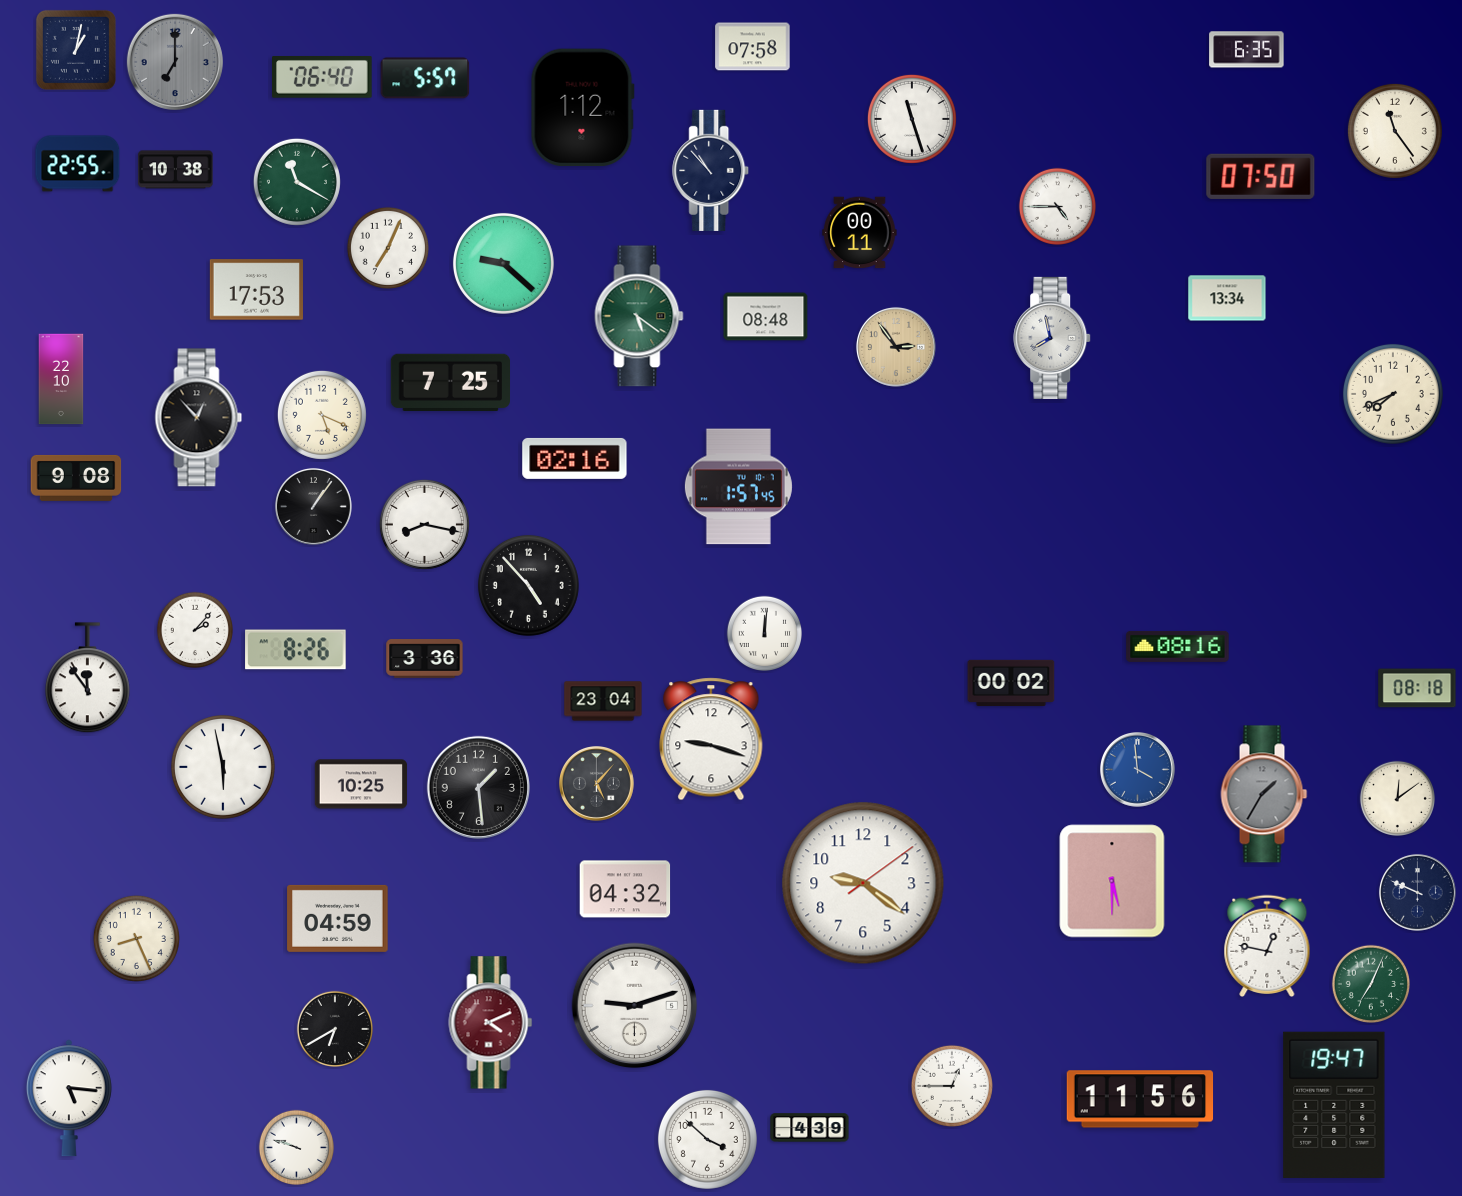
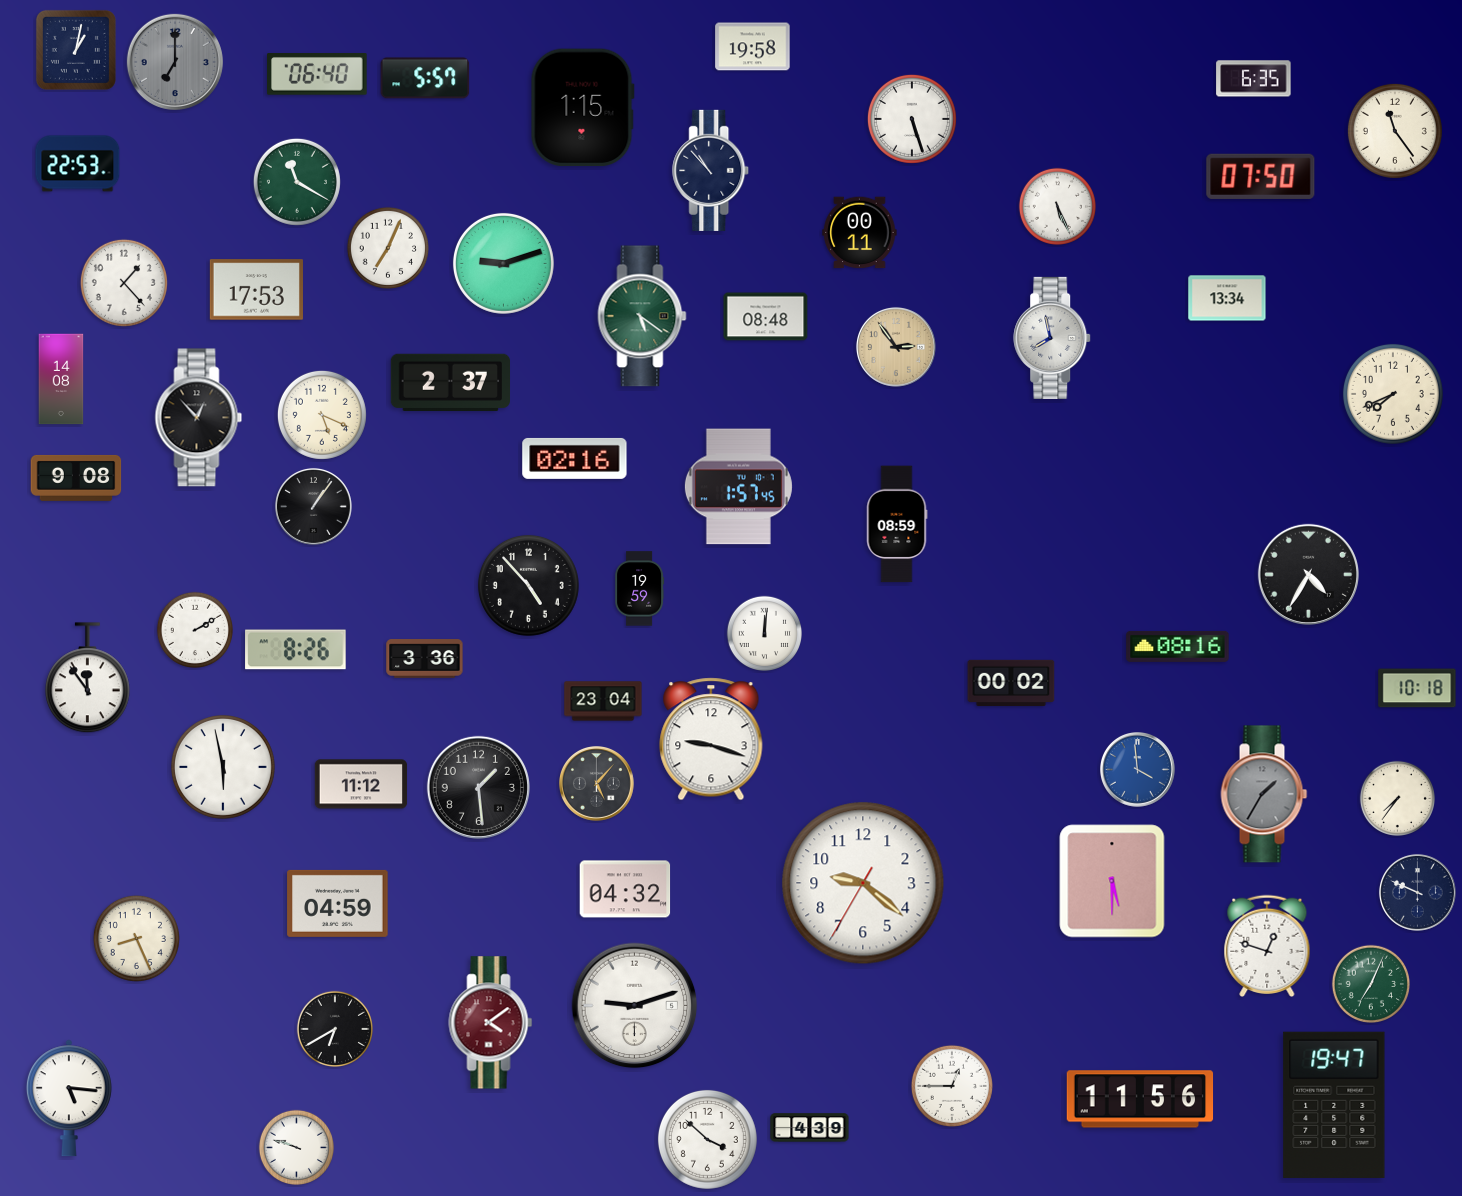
clock at (753, 47): 07:58 -> 19:58
clock at (1247, 50) position: (1247, 50) -> (1254, 79)
clock at (323, 78) position: (323, 78) -> (318, 75)
clock at (582, 108): 1:12 -> 1:15
clock at (912, 119): 11:27 -> 5:27
clock at (78, 164): 22:55 -> 22:53
clock at (176, 170): 10:38 -> none
clock at (1057, 206): 4:45 -> 5:26
clock at (503, 263): 9:22 -> 9:12
clock at (124, 283): none -> 1:23
clock at (639, 316) position: (639, 316) -> (642, 316)
clock at (61, 379): 22:10 -> 14:08
clock at (450, 382): 7:25 -> 2:37
clock at (424, 524): 8:17 -> none
clock at (897, 524): none -> 08:59
clock at (1308, 574): none -> 4:35
clock at (640, 589): none -> 19:59
clock at (194, 629): 2:07 -> 2:10
clock at (1417, 688): 08:18 -> 10:18
clock at (361, 784): 10:25 -> 11:12
clock at (1397, 798): 12:09 -> 7:36
clock at (863, 883): 9:21:09 -> 9:21:35
clock at (338, 918) position: (338, 918) -> (338, 903)
clock at (1267, 945): 12:47 -> 12:48
clock at (491, 1023): 4:11 -> 4:09
